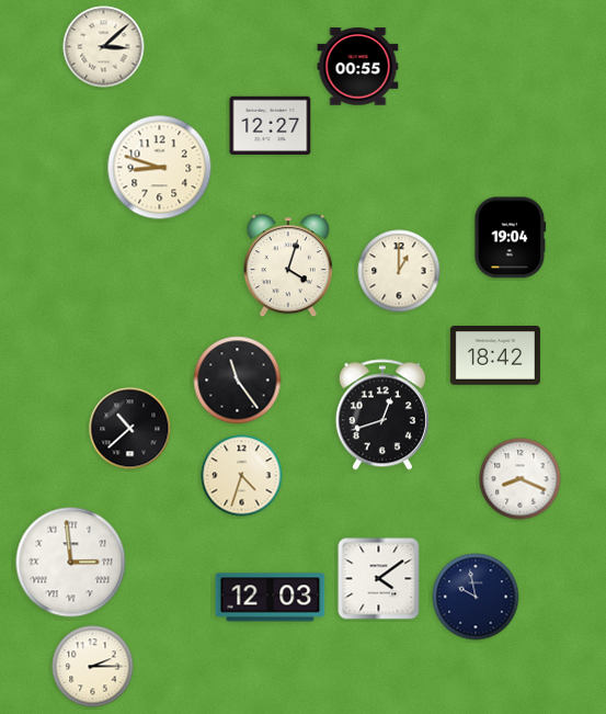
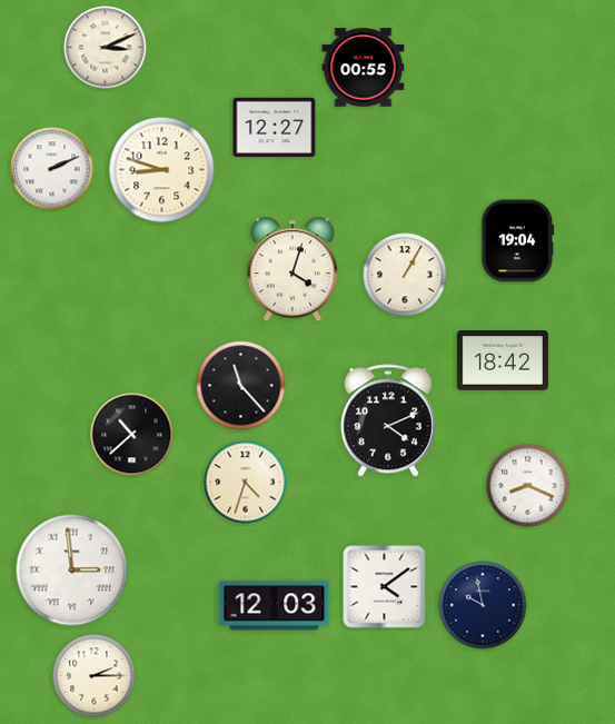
clock at (104, 47): 3:08 -> 3:11
clock at (52, 169): none -> 2:11
clock at (399, 271): 1:00 -> 1:05
clock at (238, 381): 11:24 -> 11:23
clock at (382, 415): 12:42 -> 4:11
